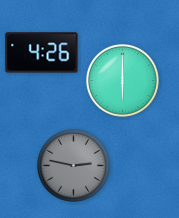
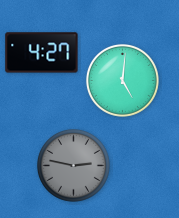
clock at (42, 53): 4:26 -> 4:27
clock at (122, 80): 6:00 -> 5:01
